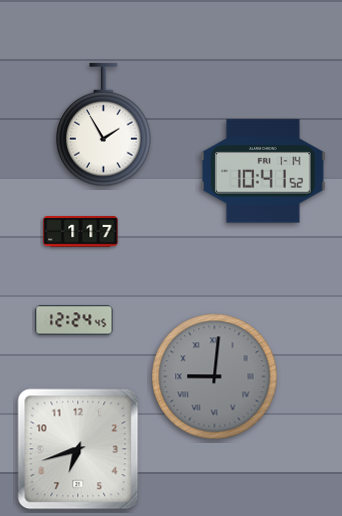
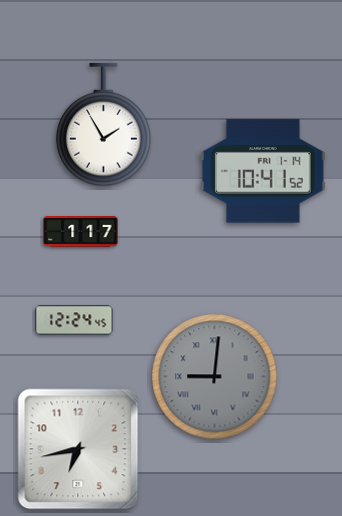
clock at (78, 449): 6:42 -> 6:43
